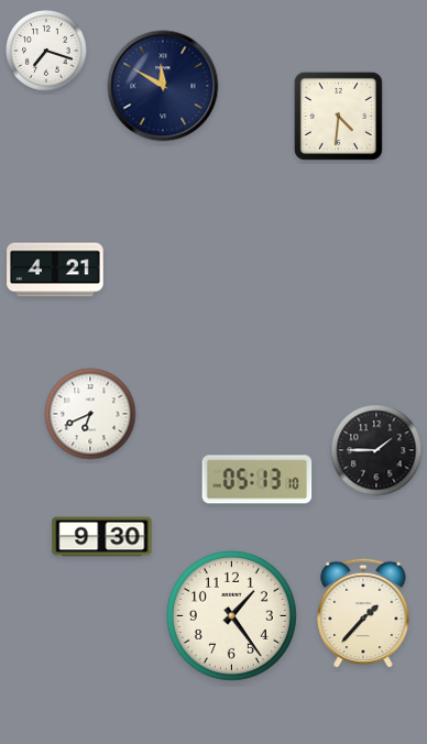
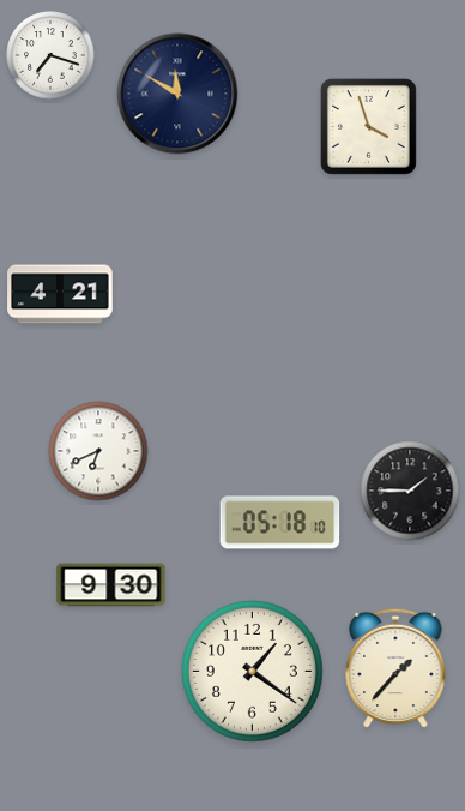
clock at (338, 116): 4:31 -> 3:57
clock at (258, 480): 05:13 -> 05:18
clock at (231, 615): 1:24 -> 1:21
